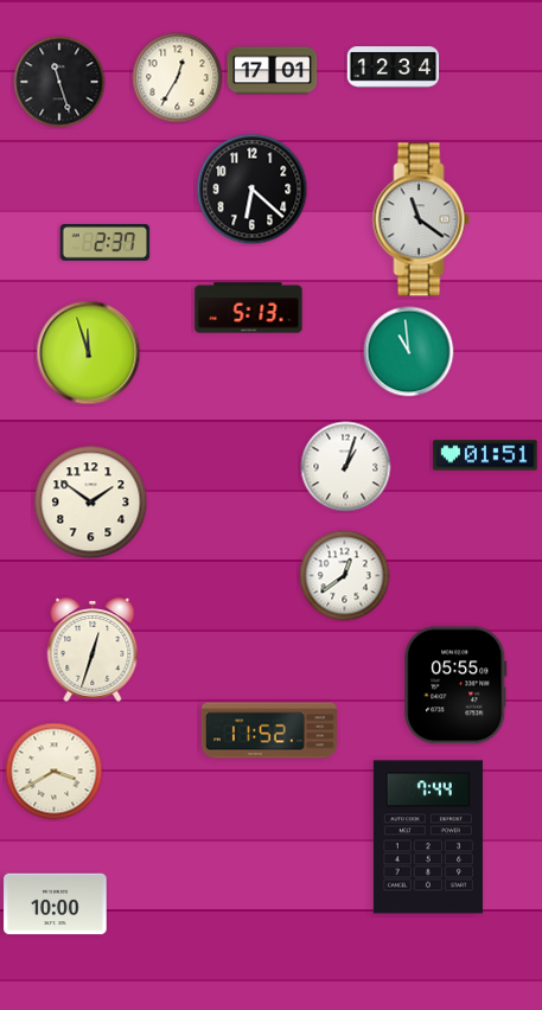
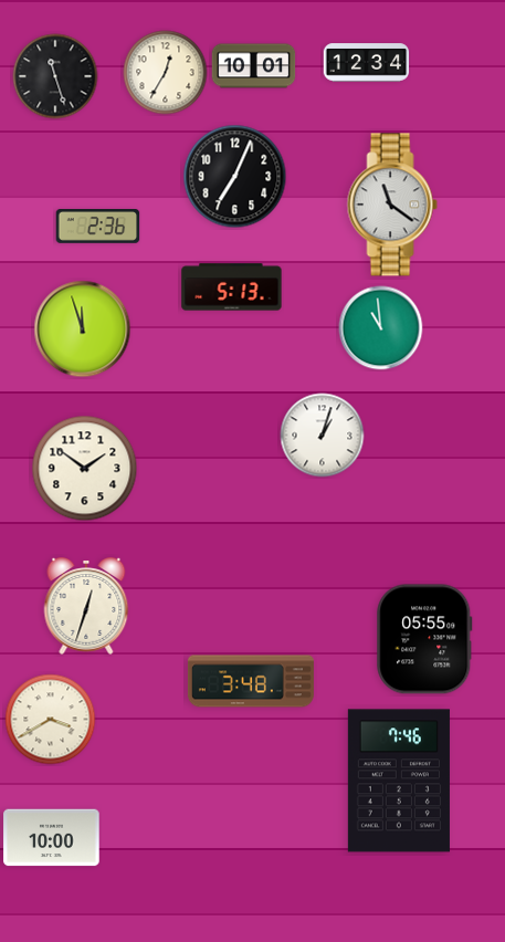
clock at (273, 71): 17:01 -> 10:01
clock at (253, 190): 6:22 -> 7:04
clock at (106, 243): 2:37 -> 2:36
clock at (485, 455): 01:51 -> none
clock at (345, 576): 12:39 -> none
clock at (269, 730): 11:52 -> 3:48
clock at (428, 837): 7:44 -> 7:46
clock at (56, 904) position: (56, 904) -> (52, 838)
